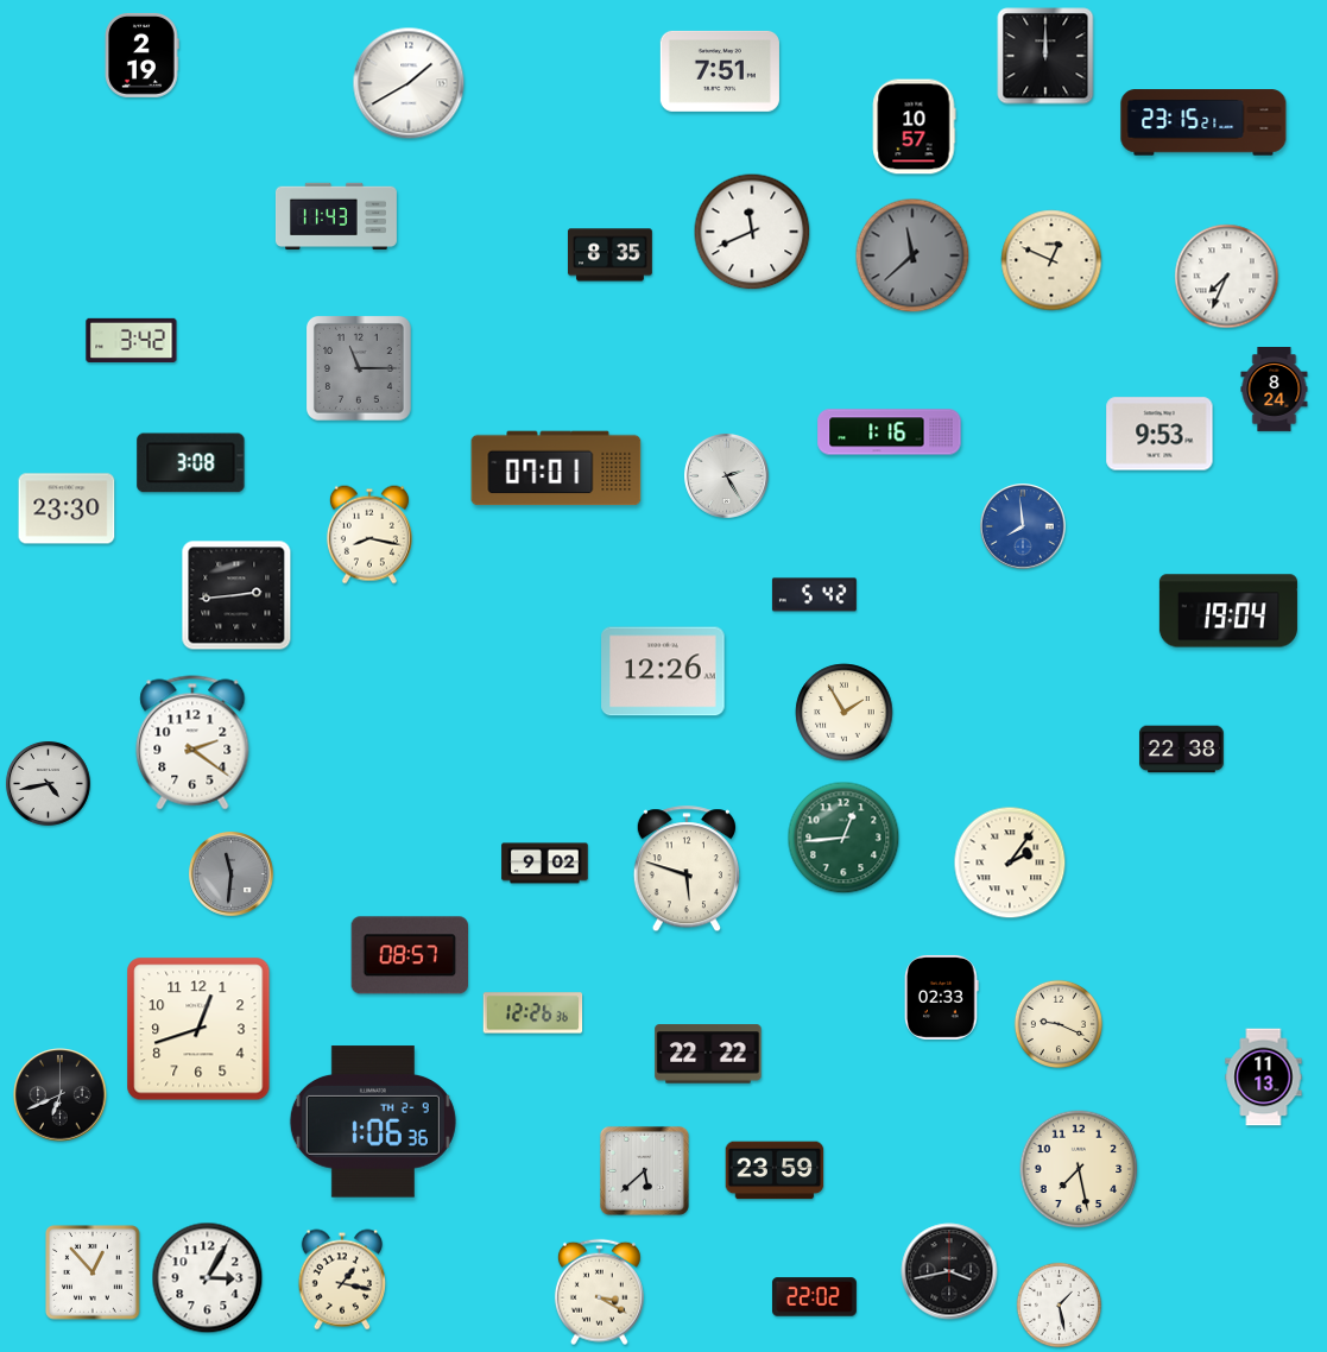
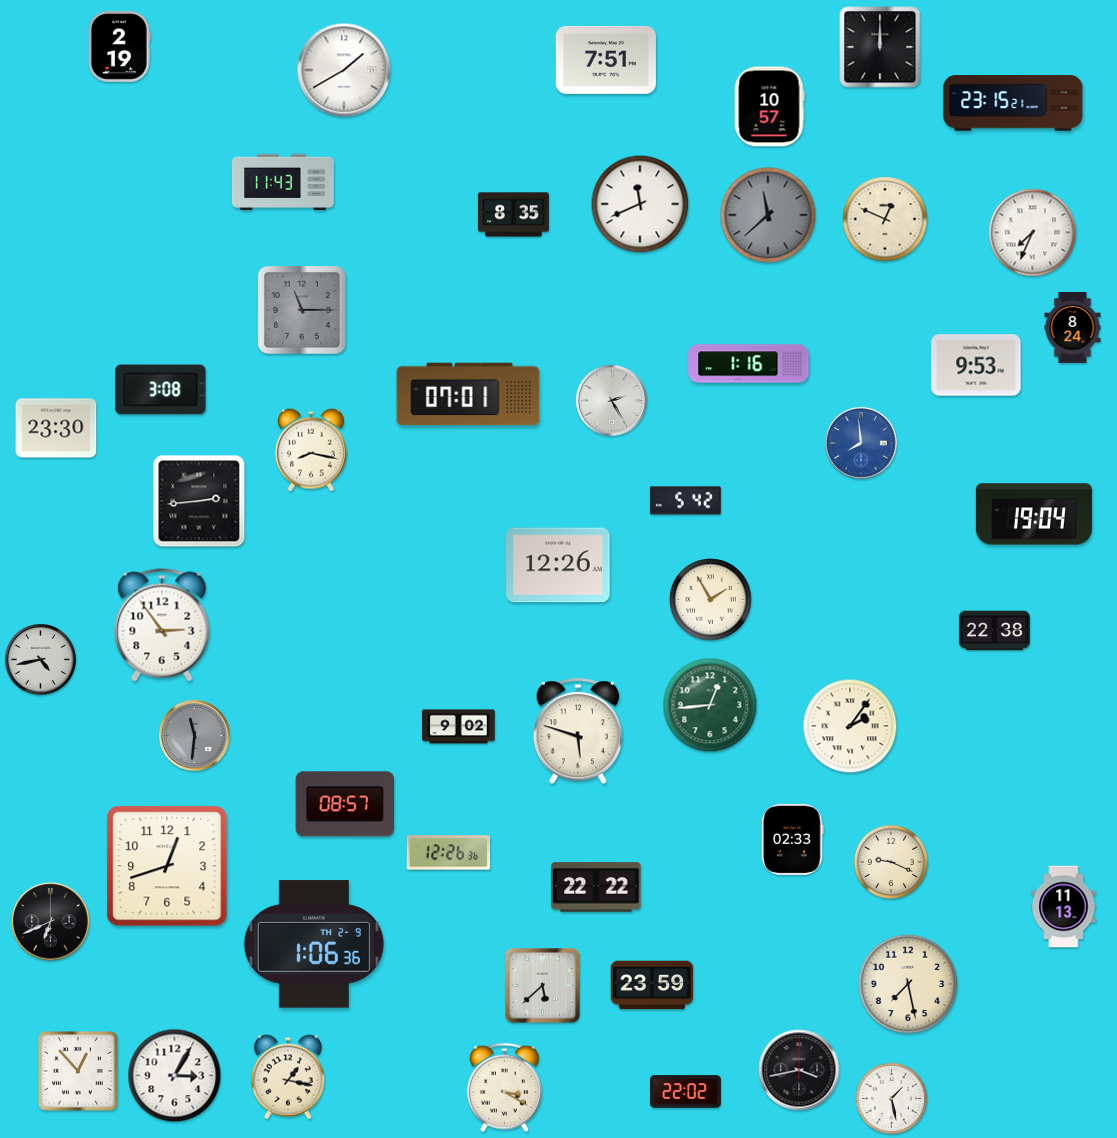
clock at (752, 232) position: (752, 232) -> (640, 204)
clock at (132, 340): 3:42 -> none
clock at (192, 743): 2:21 -> 2:54
